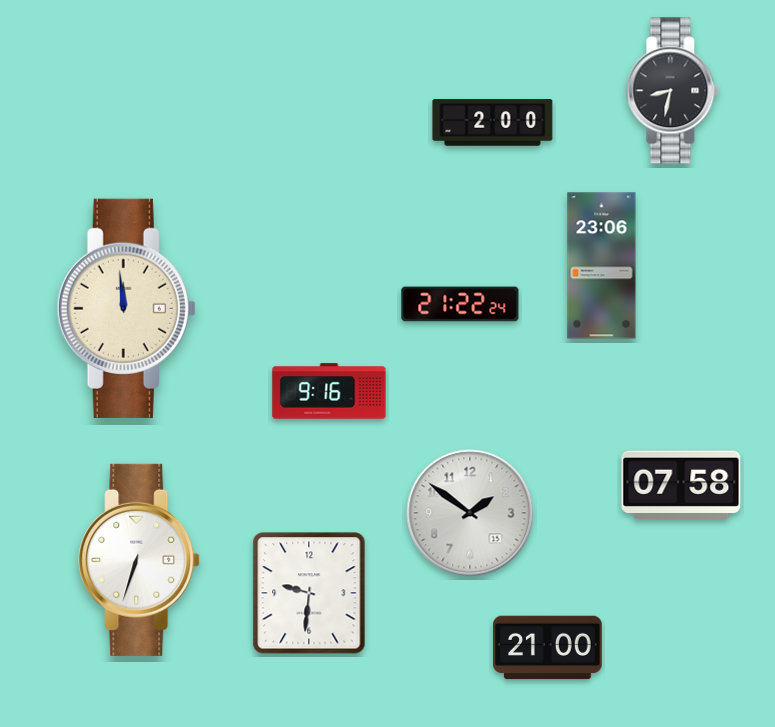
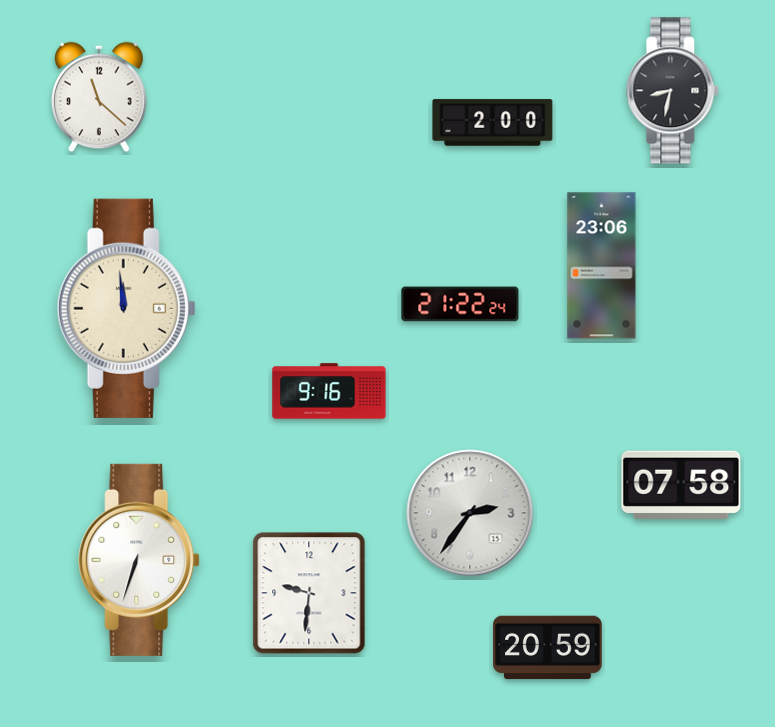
clock at (99, 97): none -> 11:22
clock at (470, 513): 1:51 -> 2:36
clock at (548, 648): 21:00 -> 20:59
